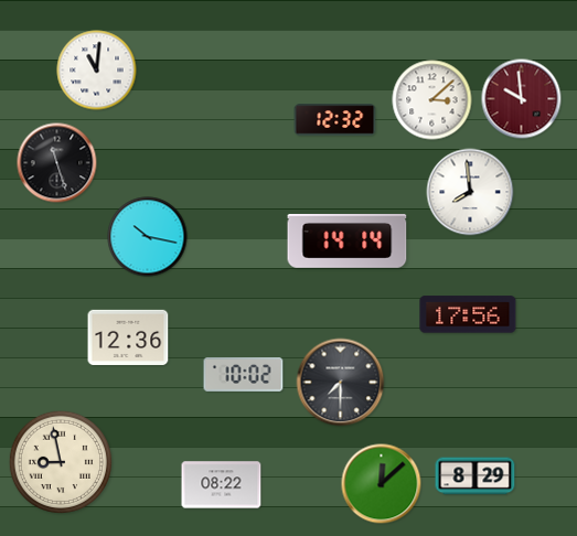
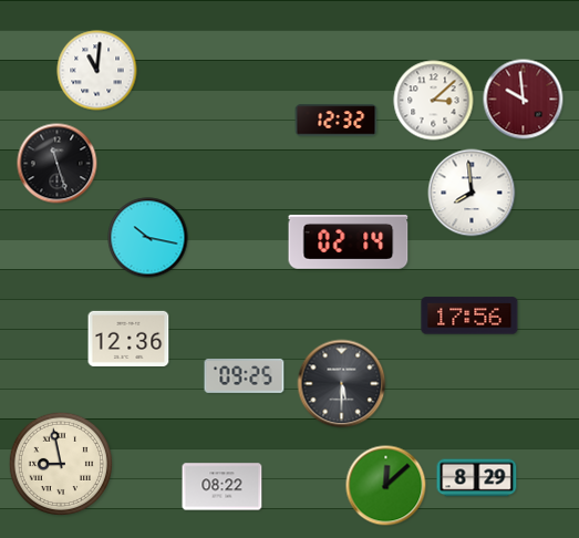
clock at (348, 240): 14:14 -> 02:14
clock at (244, 375): 10:02 -> 09:25
clock at (341, 383): 7:30 -> 5:30
clock at (382, 484) position: (382, 484) -> (386, 486)
